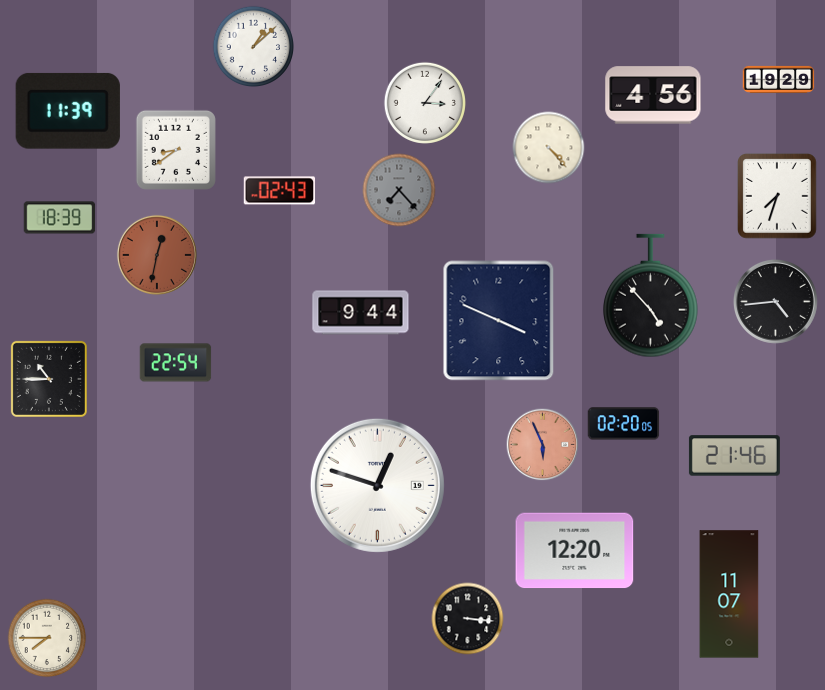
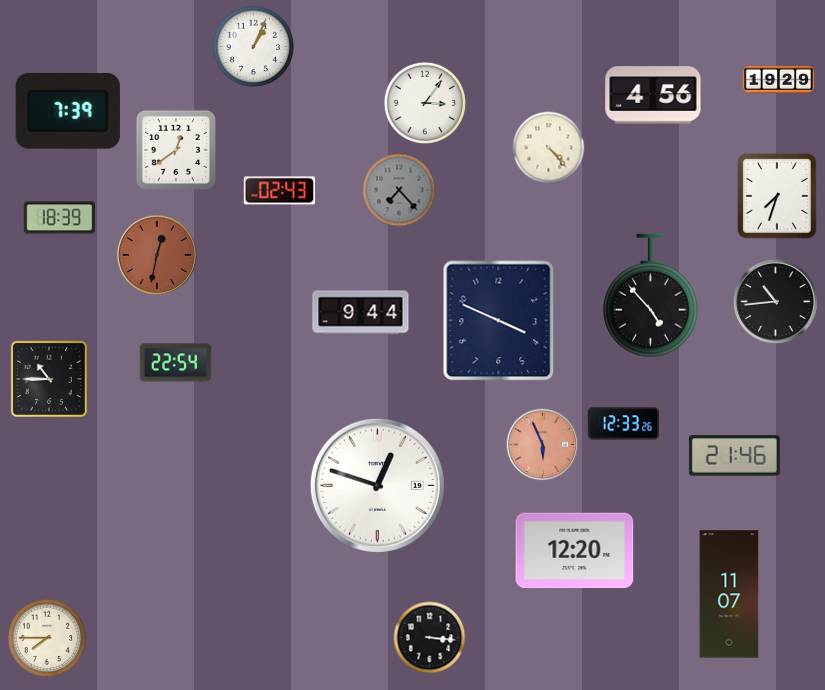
clock at (253, 46): 1:08 -> 1:04
clock at (68, 111): 11:39 -> 7:39
clock at (176, 150): 8:39 -> 12:39
clock at (775, 301): 4:44 -> 10:44
clock at (624, 424): 02:20 -> 12:33
clock at (468, 619) position: (468, 619) -> (430, 638)
